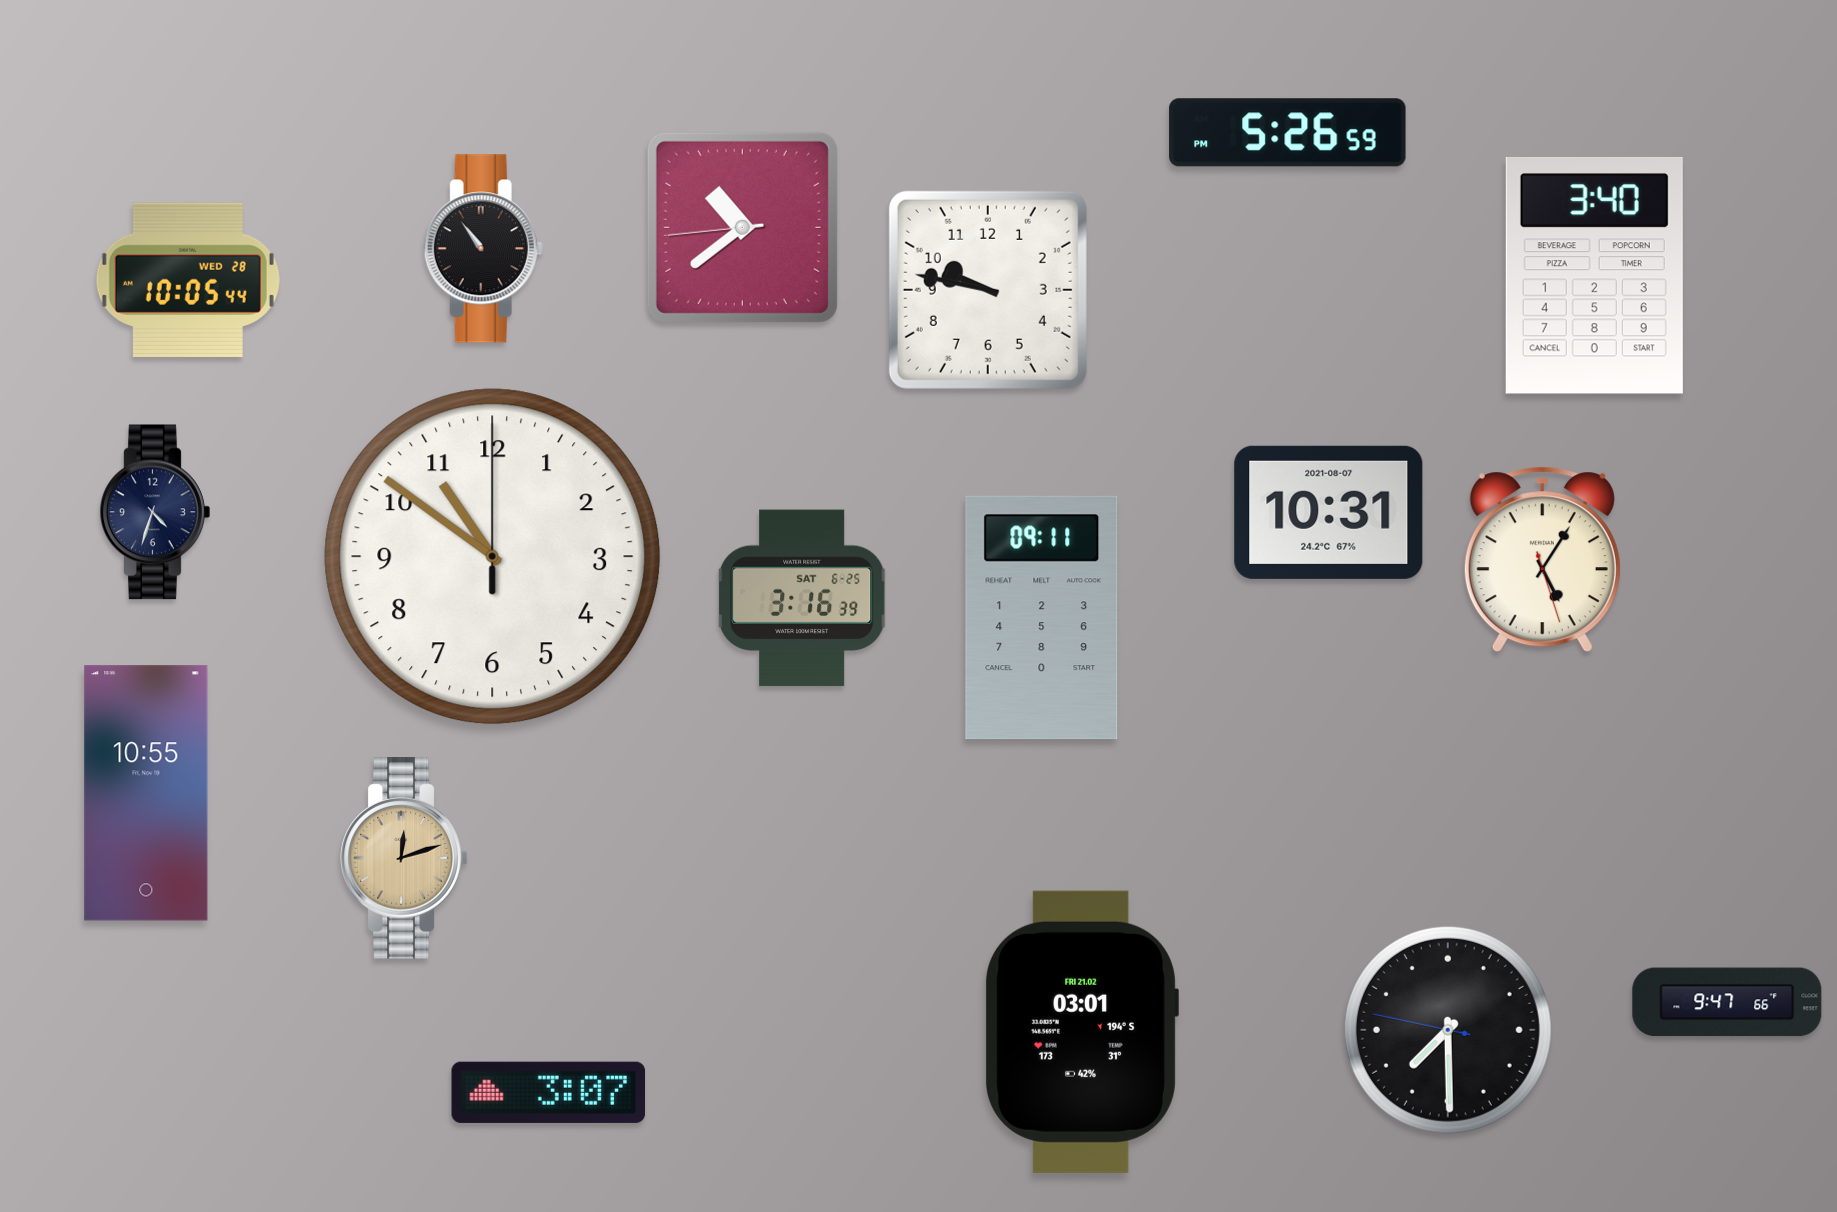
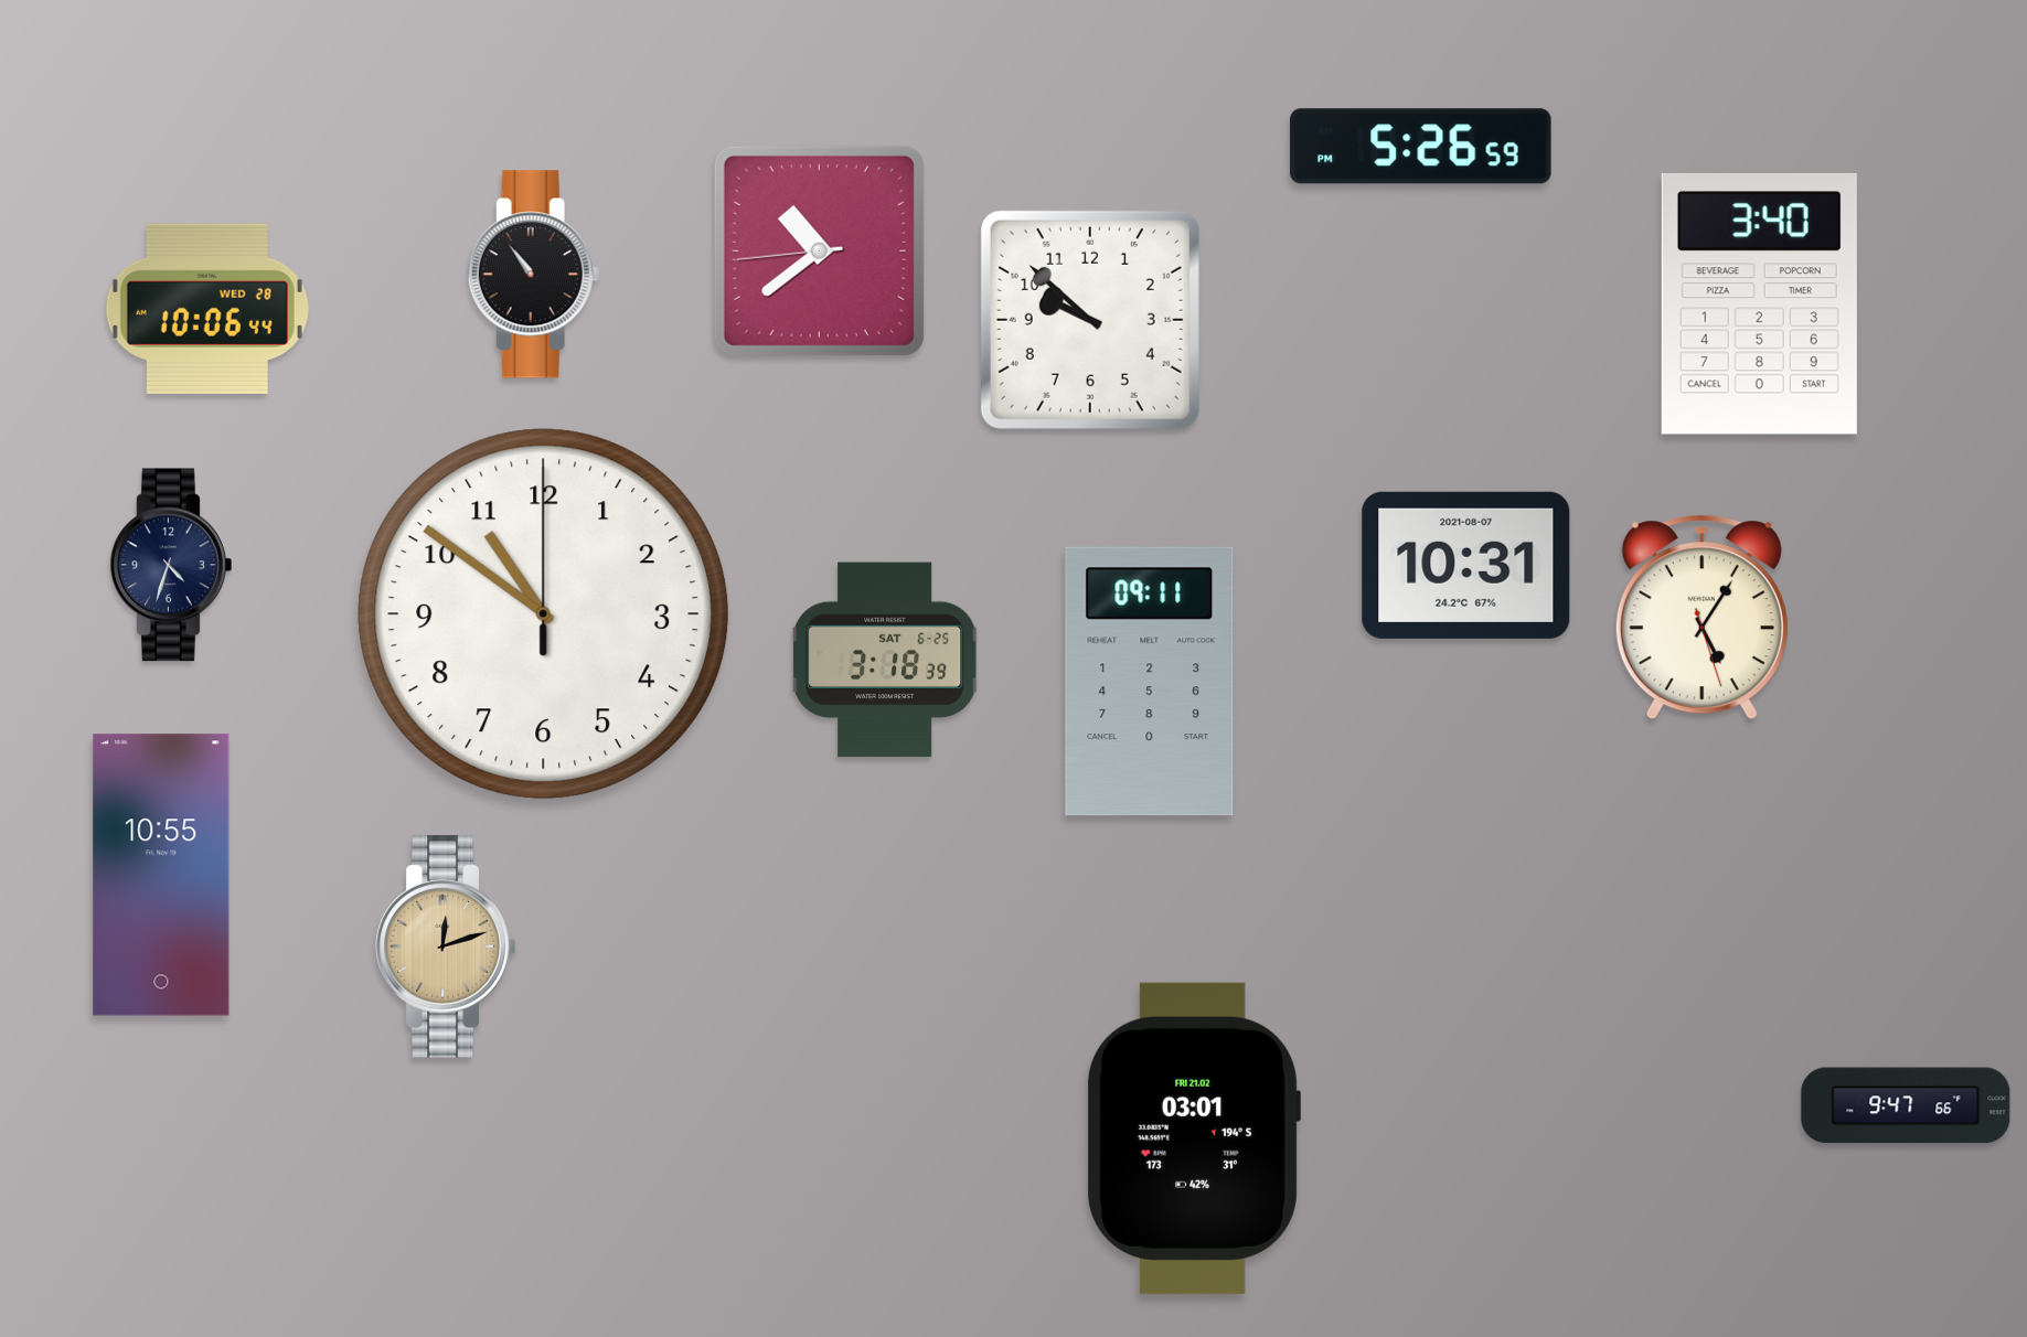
clock at (188, 280): 10:05 -> 10:06
clock at (988, 290): 9:47 -> 9:52
clock at (802, 598): 3:16 -> 3:18
clock at (1448, 1030): 7:29 -> none
clock at (549, 1092): 3:07 -> none
